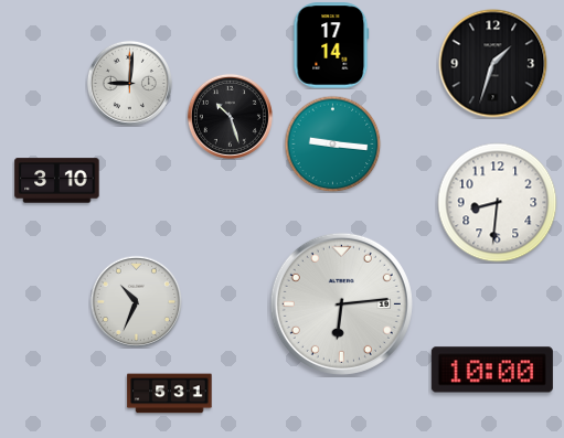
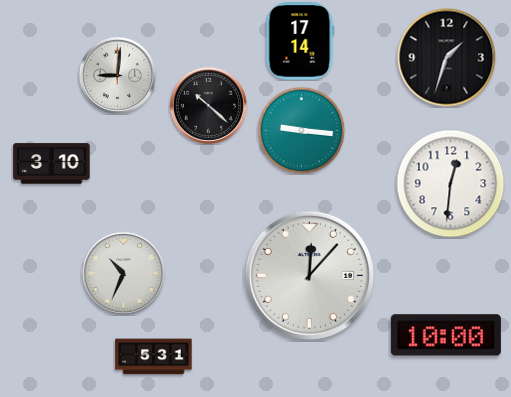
clock at (230, 116): 10:27 -> 10:22
clock at (498, 203): 8:31 -> 12:31
clock at (341, 303): 6:14 -> 12:07
